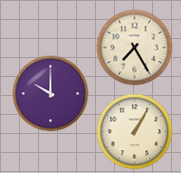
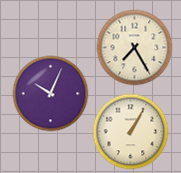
clock at (51, 94): 10:00 -> 10:04
clock at (135, 132) position: (135, 132) -> (131, 132)
